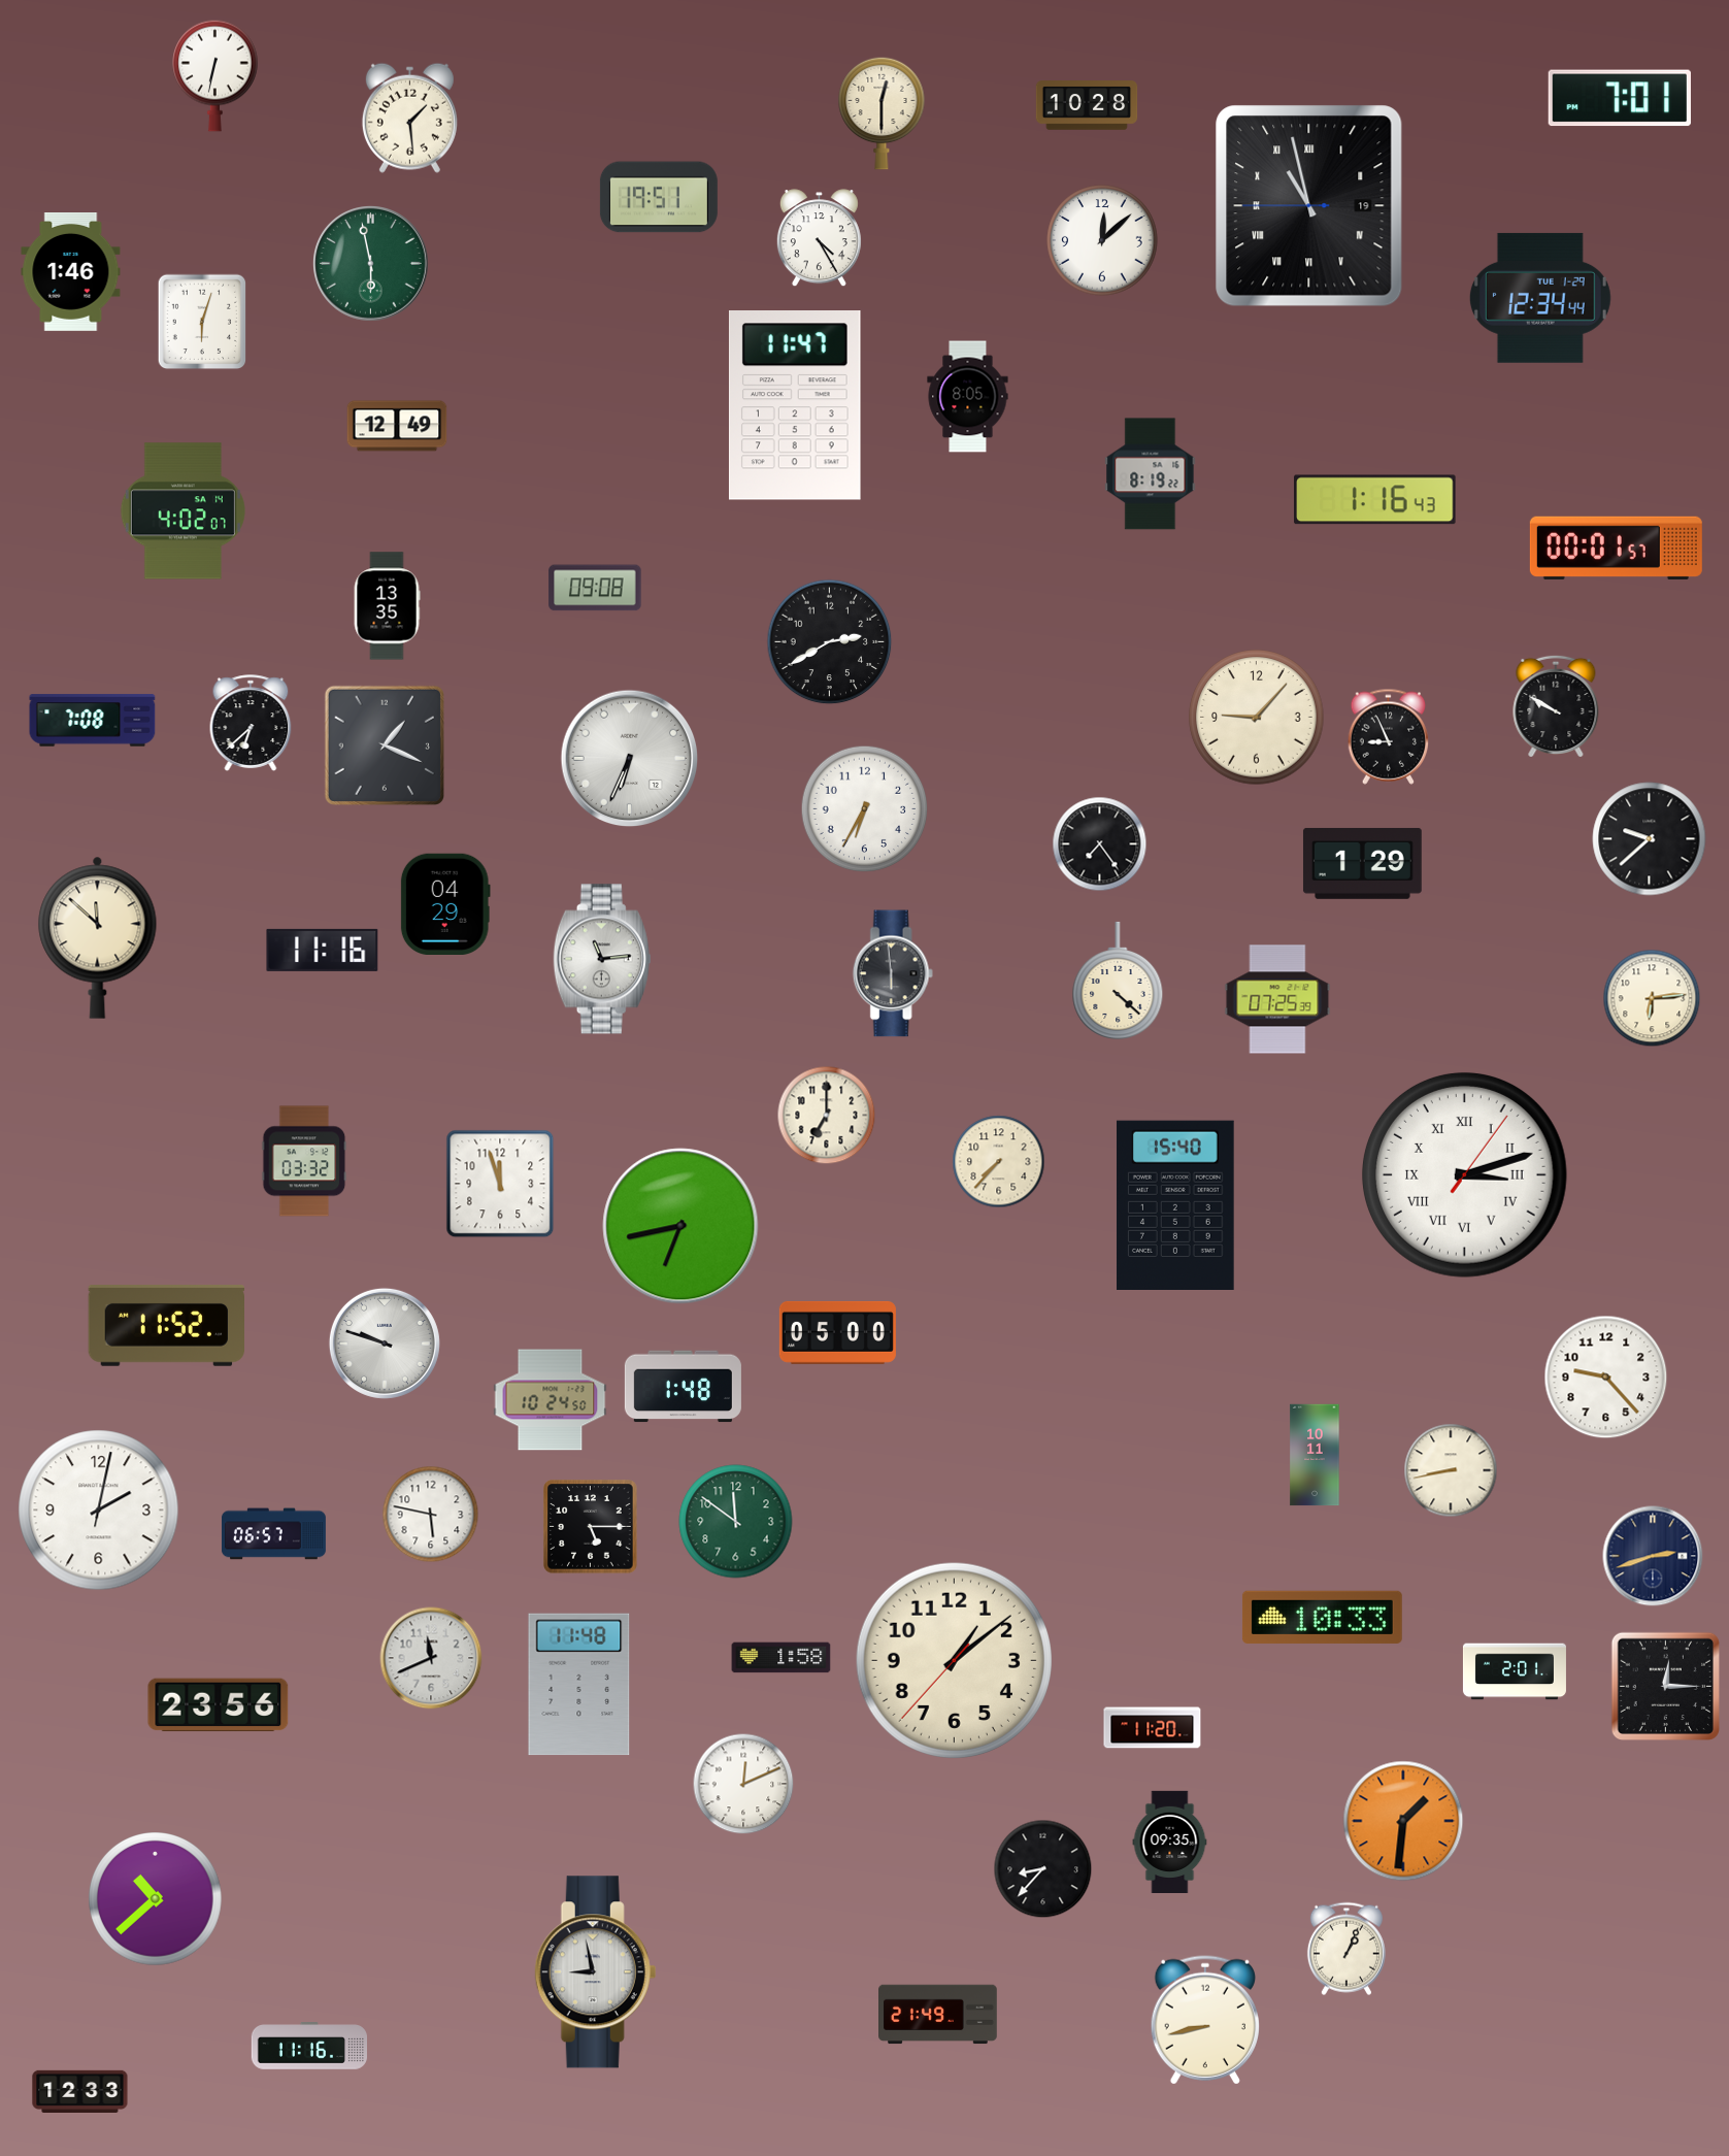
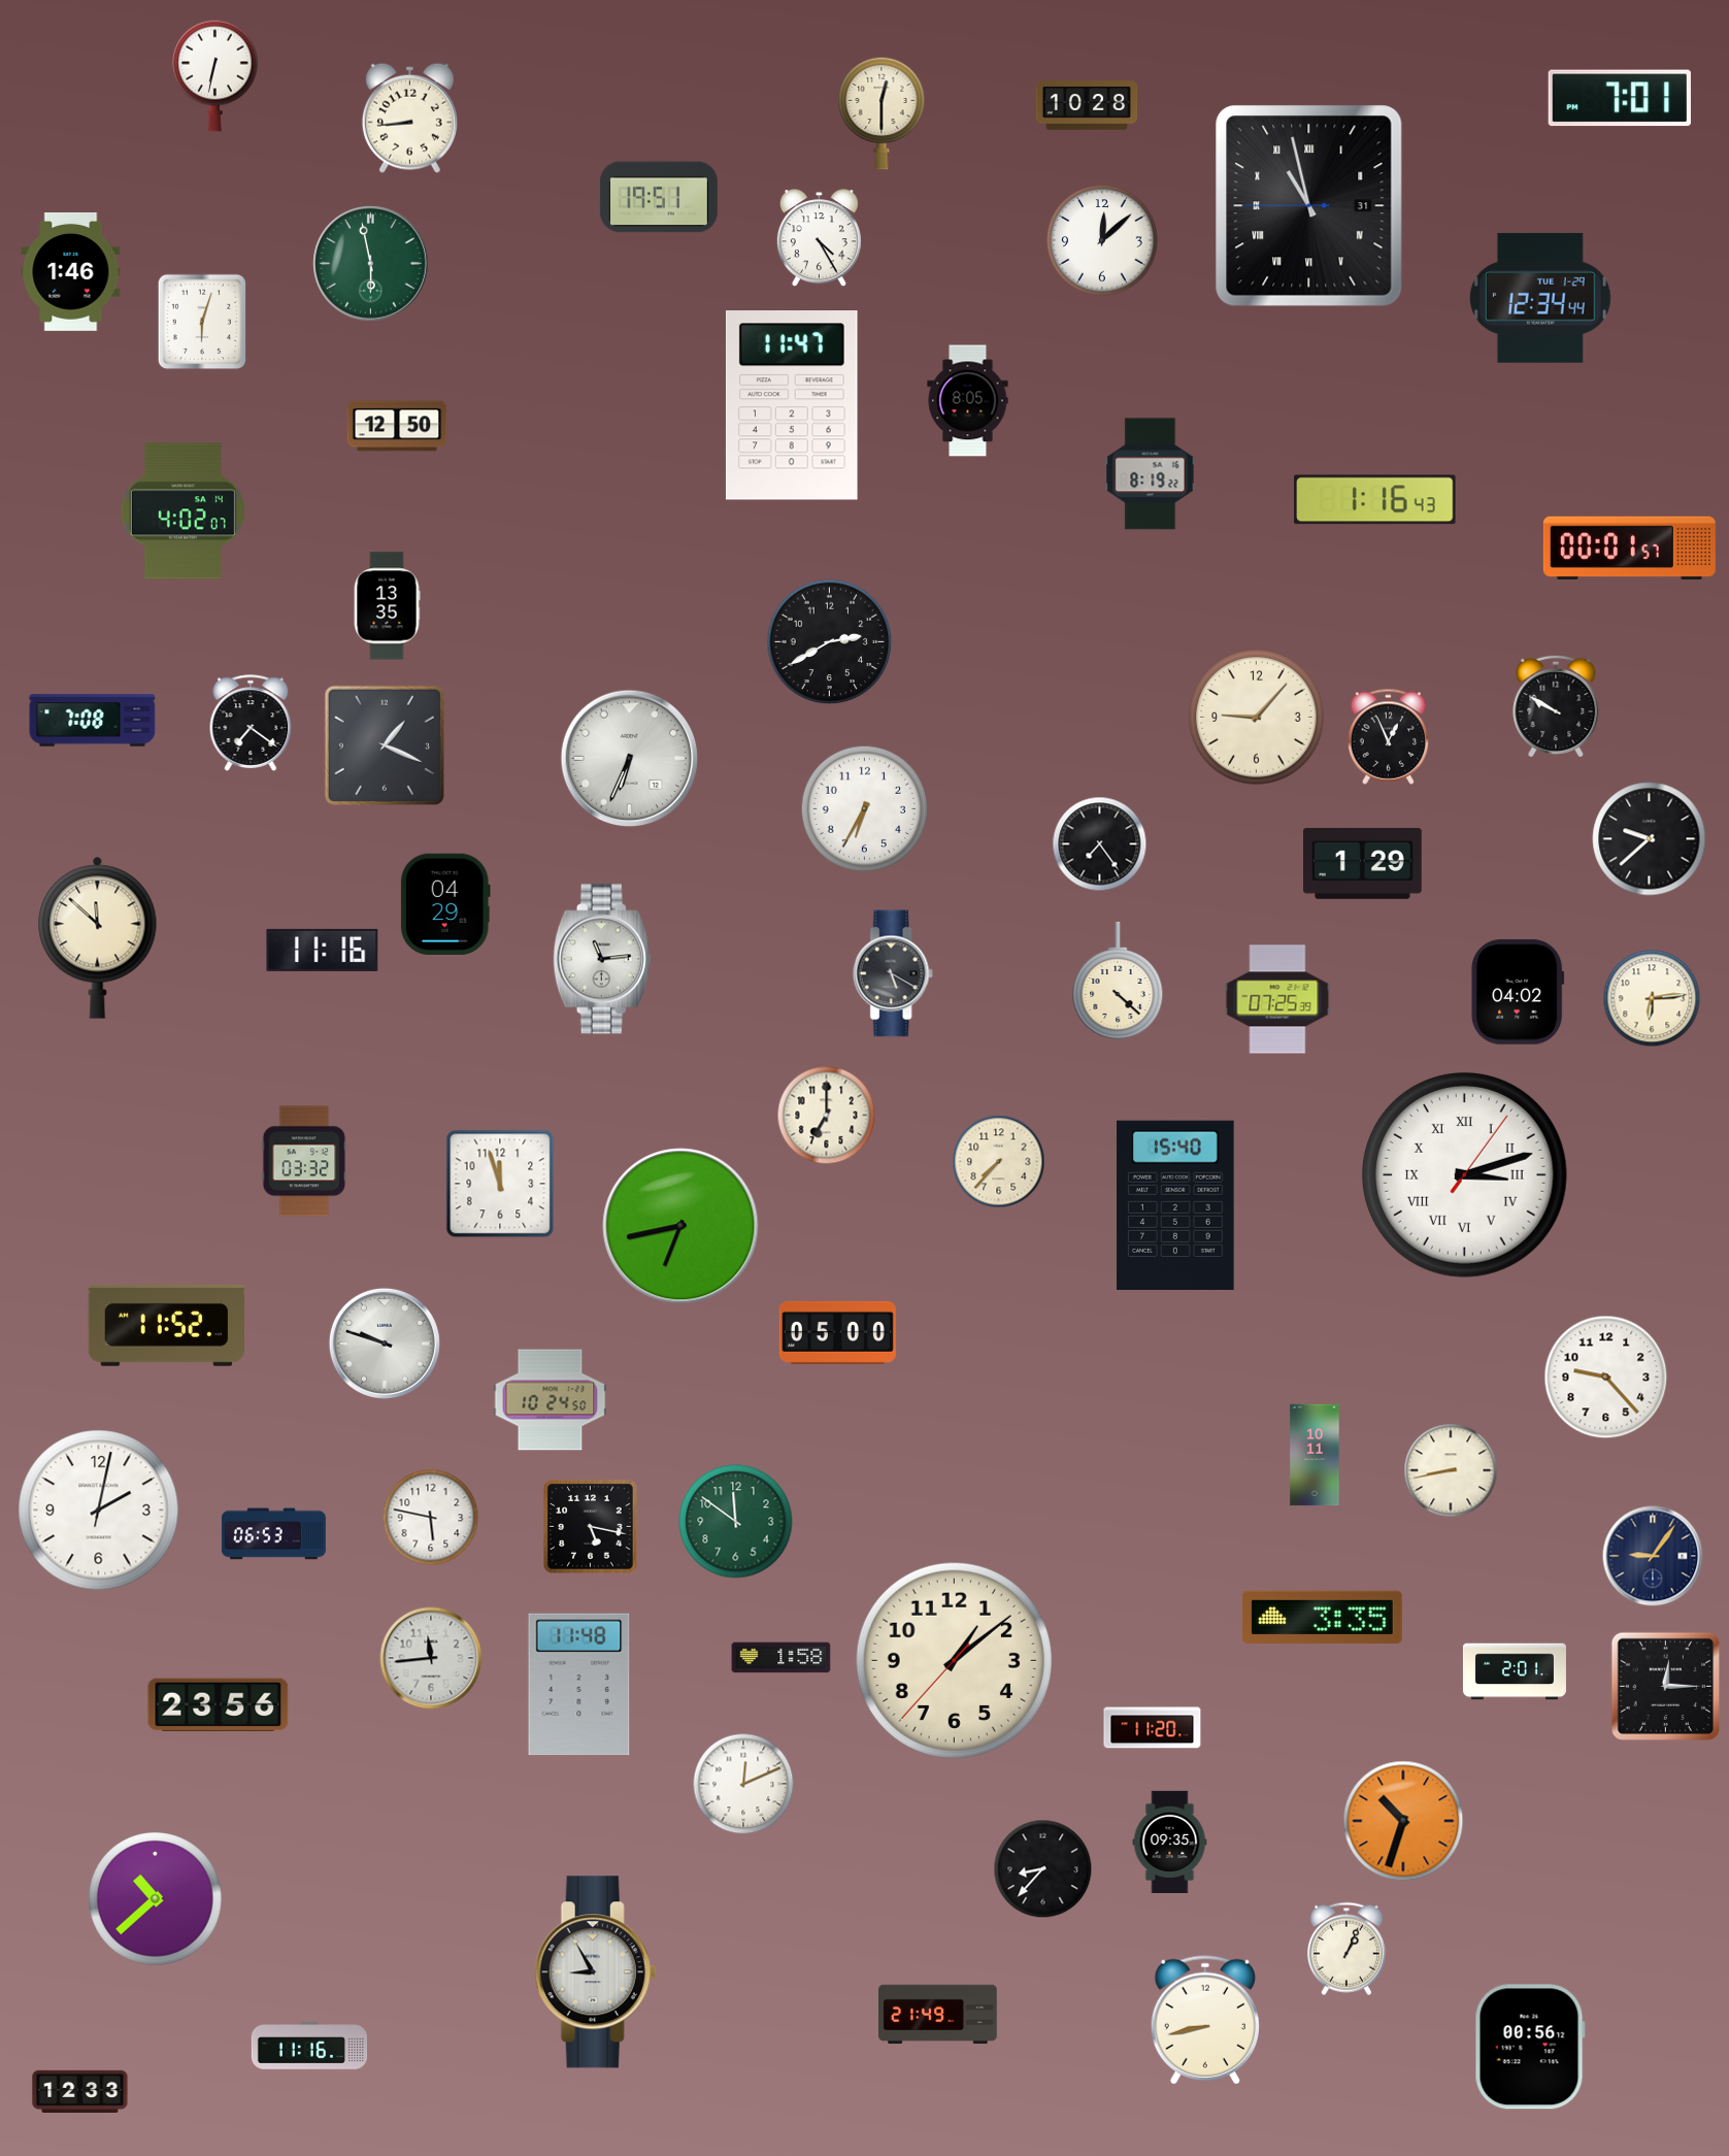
clock at (409, 118): 1:29 -> 8:44
clock at (1309, 206) date: 19 -> 31
clock at (968, 397) position: (968, 397) -> (968, 401)
clock at (795, 406) position: (795, 406) -> (792, 406)
clock at (397, 426): 12:49 -> 12:50
clock at (1616, 548) position: (1616, 548) -> (1629, 548)
clock at (595, 588): 09:08 -> none
clock at (251, 723): 6:38 -> 7:21
clock at (1389, 736): 8:56 -> 12:56
clock at (893, 973): 5:59 -> 5:20
clock at (1518, 992): none -> 04:02
clock at (683, 1387): 1:48 -> none
clock at (431, 1515) position: (431, 1515) -> (431, 1518)
clock at (591, 1527): 5:15 -> 5:17
clock at (273, 1534): 06:57 -> 06:53
clock at (1653, 1556): 2:42 -> 9:06
clock at (1322, 1617): 10:33 -> 3:35
clock at (431, 1658): 11:41 -> 11:44
clock at (1403, 1821): 1:31 -> 10:33
clock at (596, 1972): 8:58 -> 8:55
clock at (1530, 2047): none -> 00:56
